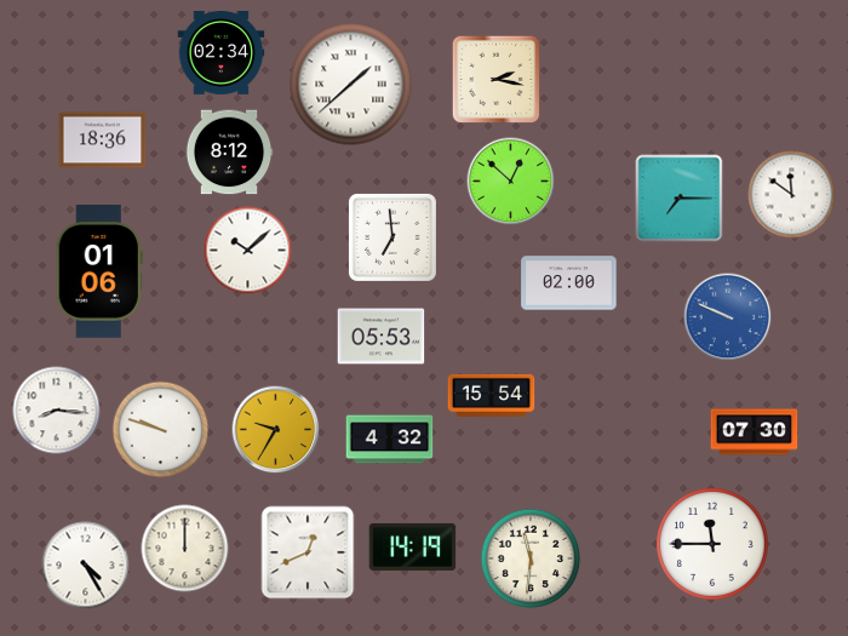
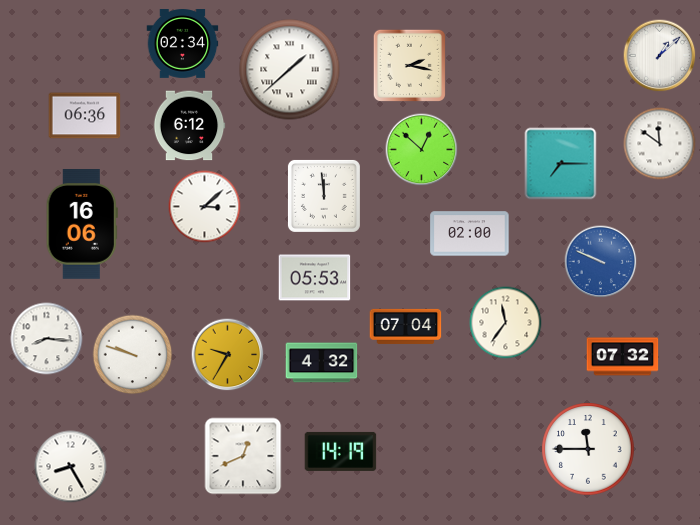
clock at (660, 56): none -> 1:08
clock at (103, 141): 18:36 -> 06:36
clock at (229, 153): 8:12 -> 6:12
clock at (792, 195) position: (792, 195) -> (660, 144)
clock at (393, 237): 6:59 -> 11:59
clock at (248, 251): 10:08 -> 3:08
clock at (99, 273): 01:06 -> 16:06
clock at (506, 323): none -> 11:36
clock at (492, 395): 15:54 -> 07:04
clock at (755, 432): 07:30 -> 07:32
clock at (185, 549): 12:00 -> none
clock at (308, 552) position: (308, 552) -> (243, 456)
clock at (531, 558): 11:31 -> none
clock at (86, 566): 4:25 -> 8:25
